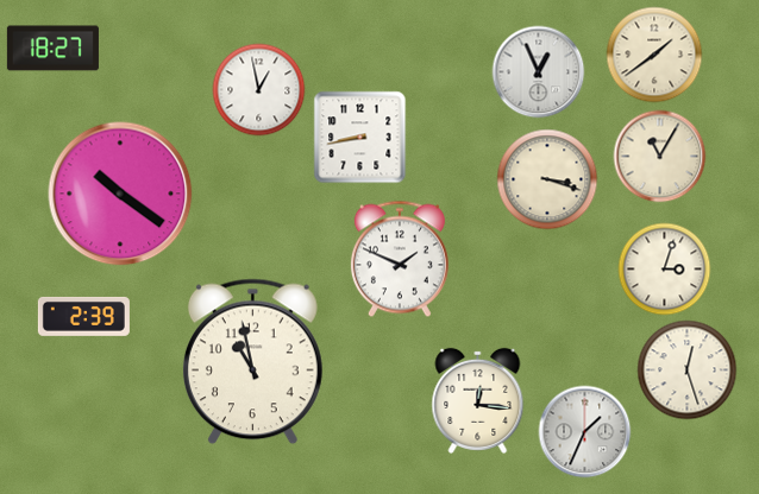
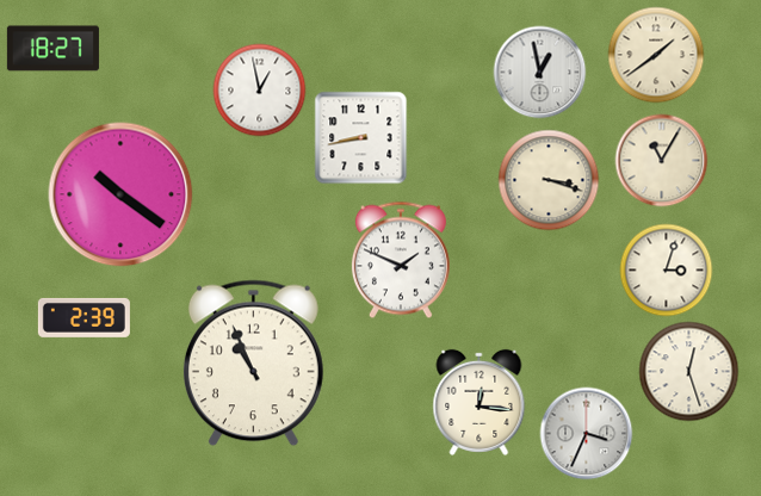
clock at (538, 71): 12:56 -> 12:58
clock at (659, 156) position: (659, 156) -> (661, 160)
clock at (252, 362): 10:58 -> 10:56
clock at (584, 431): 1:34 -> 3:34
